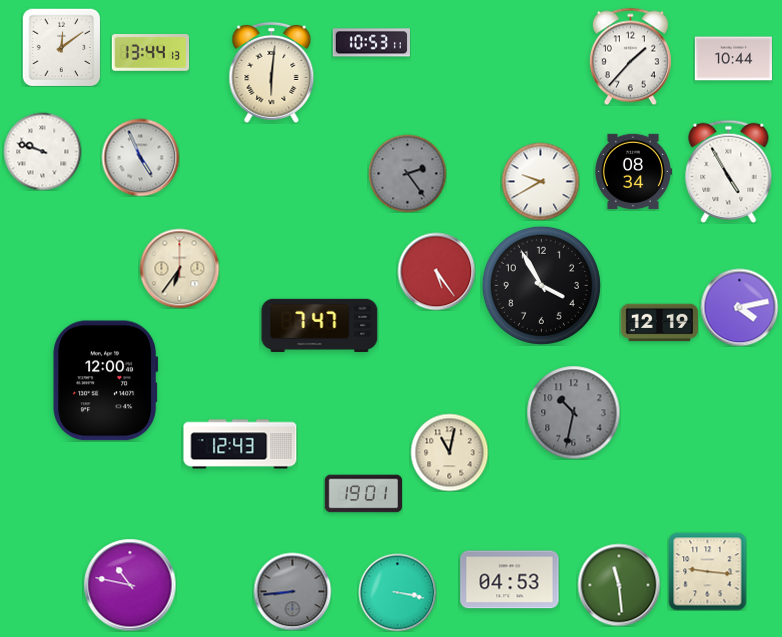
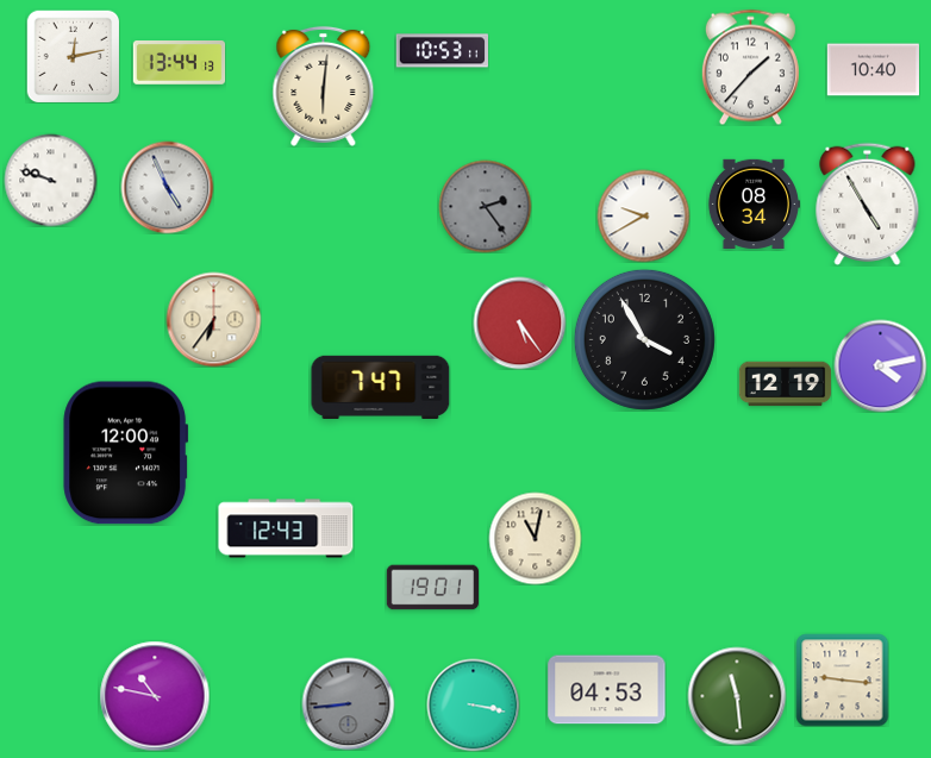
clock at (61, 47): 12:09 -> 12:13
clock at (733, 59): 10:44 -> 10:40
clock at (573, 412): 10:32 -> none
